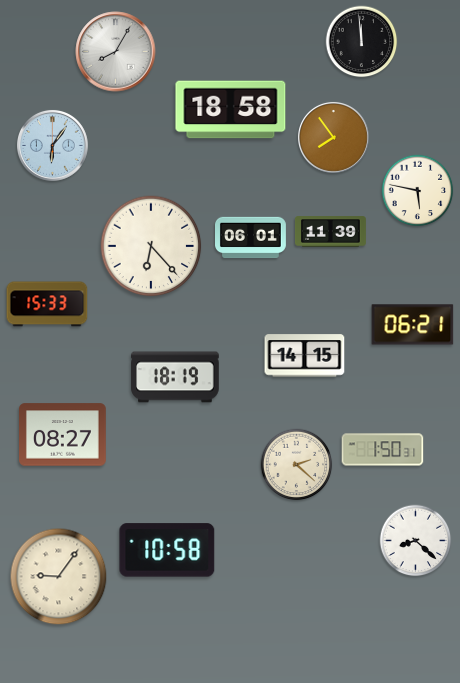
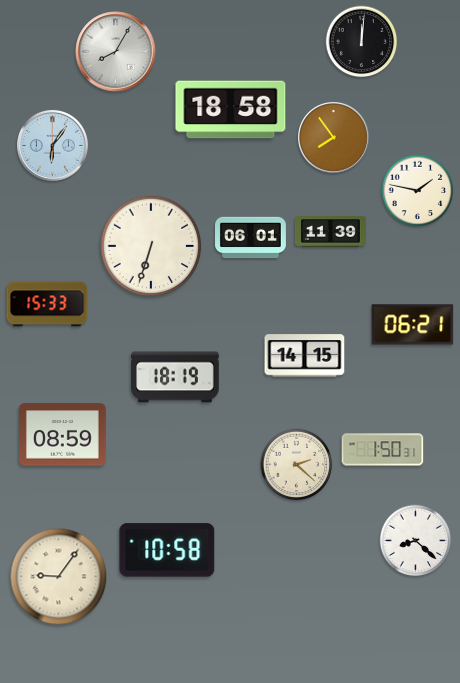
clock at (362, 42): 11:59 -> 12:01
clock at (418, 191): 5:47 -> 1:47
clock at (151, 246): 6:23 -> 6:33
clock at (63, 435): 08:27 -> 08:59
